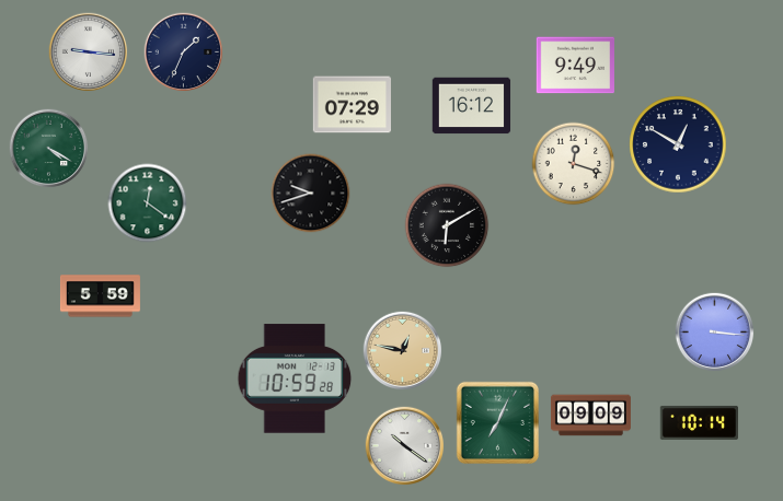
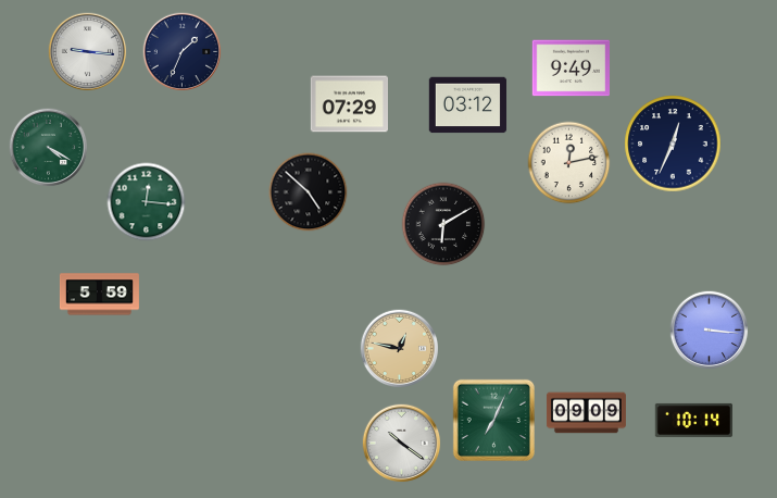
clock at (575, 66) position: (575, 66) -> (571, 69)
clock at (472, 106): 16:12 -> 03:12
clock at (678, 144): 12:50 -> 12:34
clock at (574, 164): 12:18 -> 12:13
clock at (311, 194): 9:42 -> 4:52
clock at (148, 203): 12:21 -> 12:16
clock at (295, 378): 10:59 -> none
